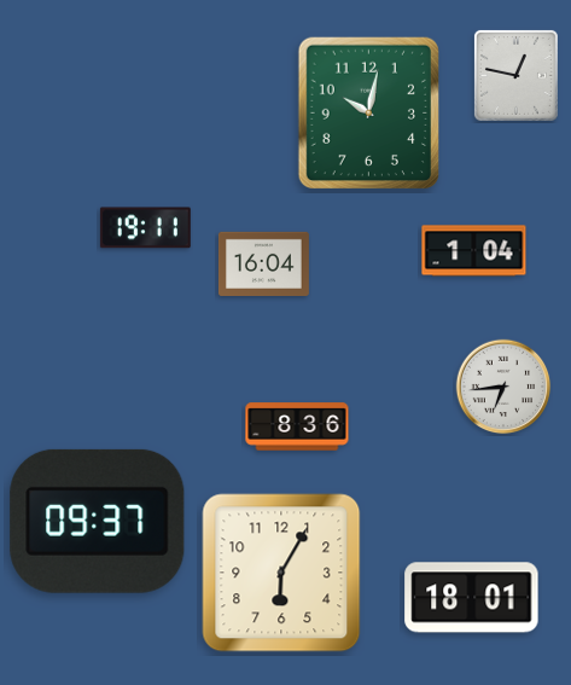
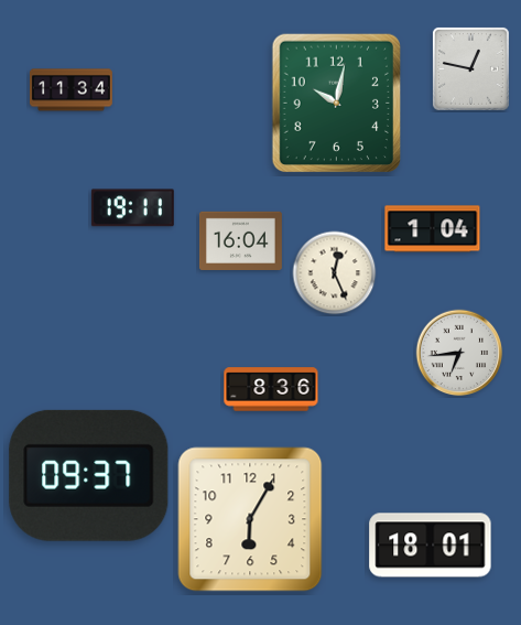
clock at (70, 90): none -> 11:34
clock at (335, 273): none -> 12:26
clock at (281, 573) position: (281, 573) -> (250, 519)
